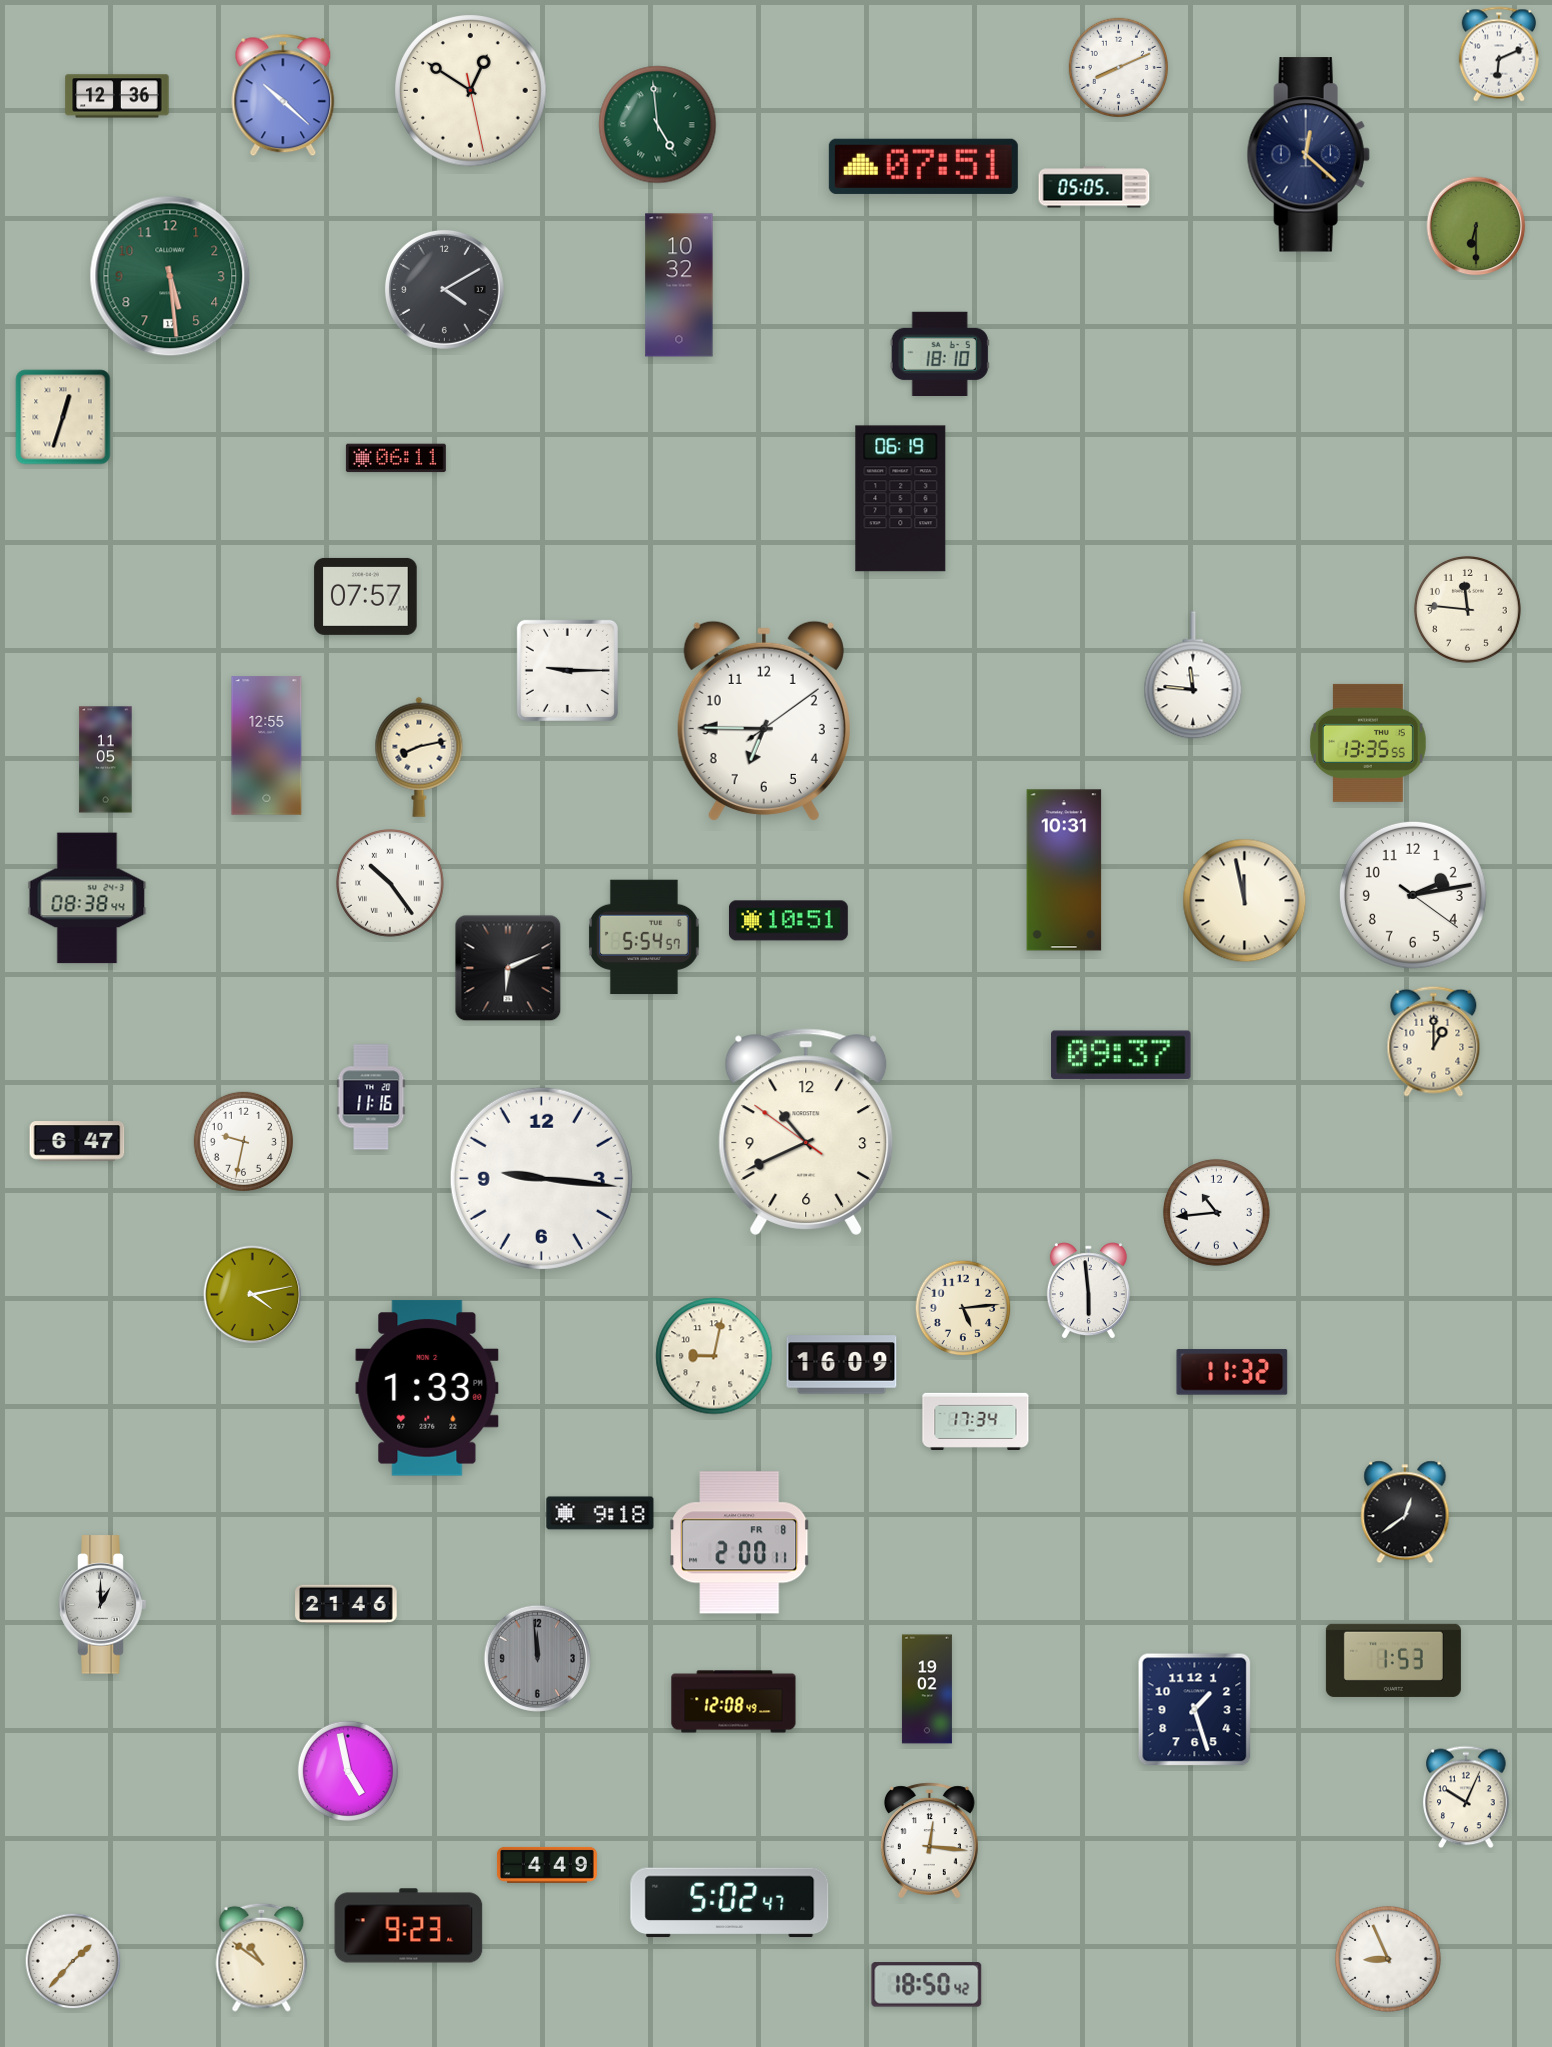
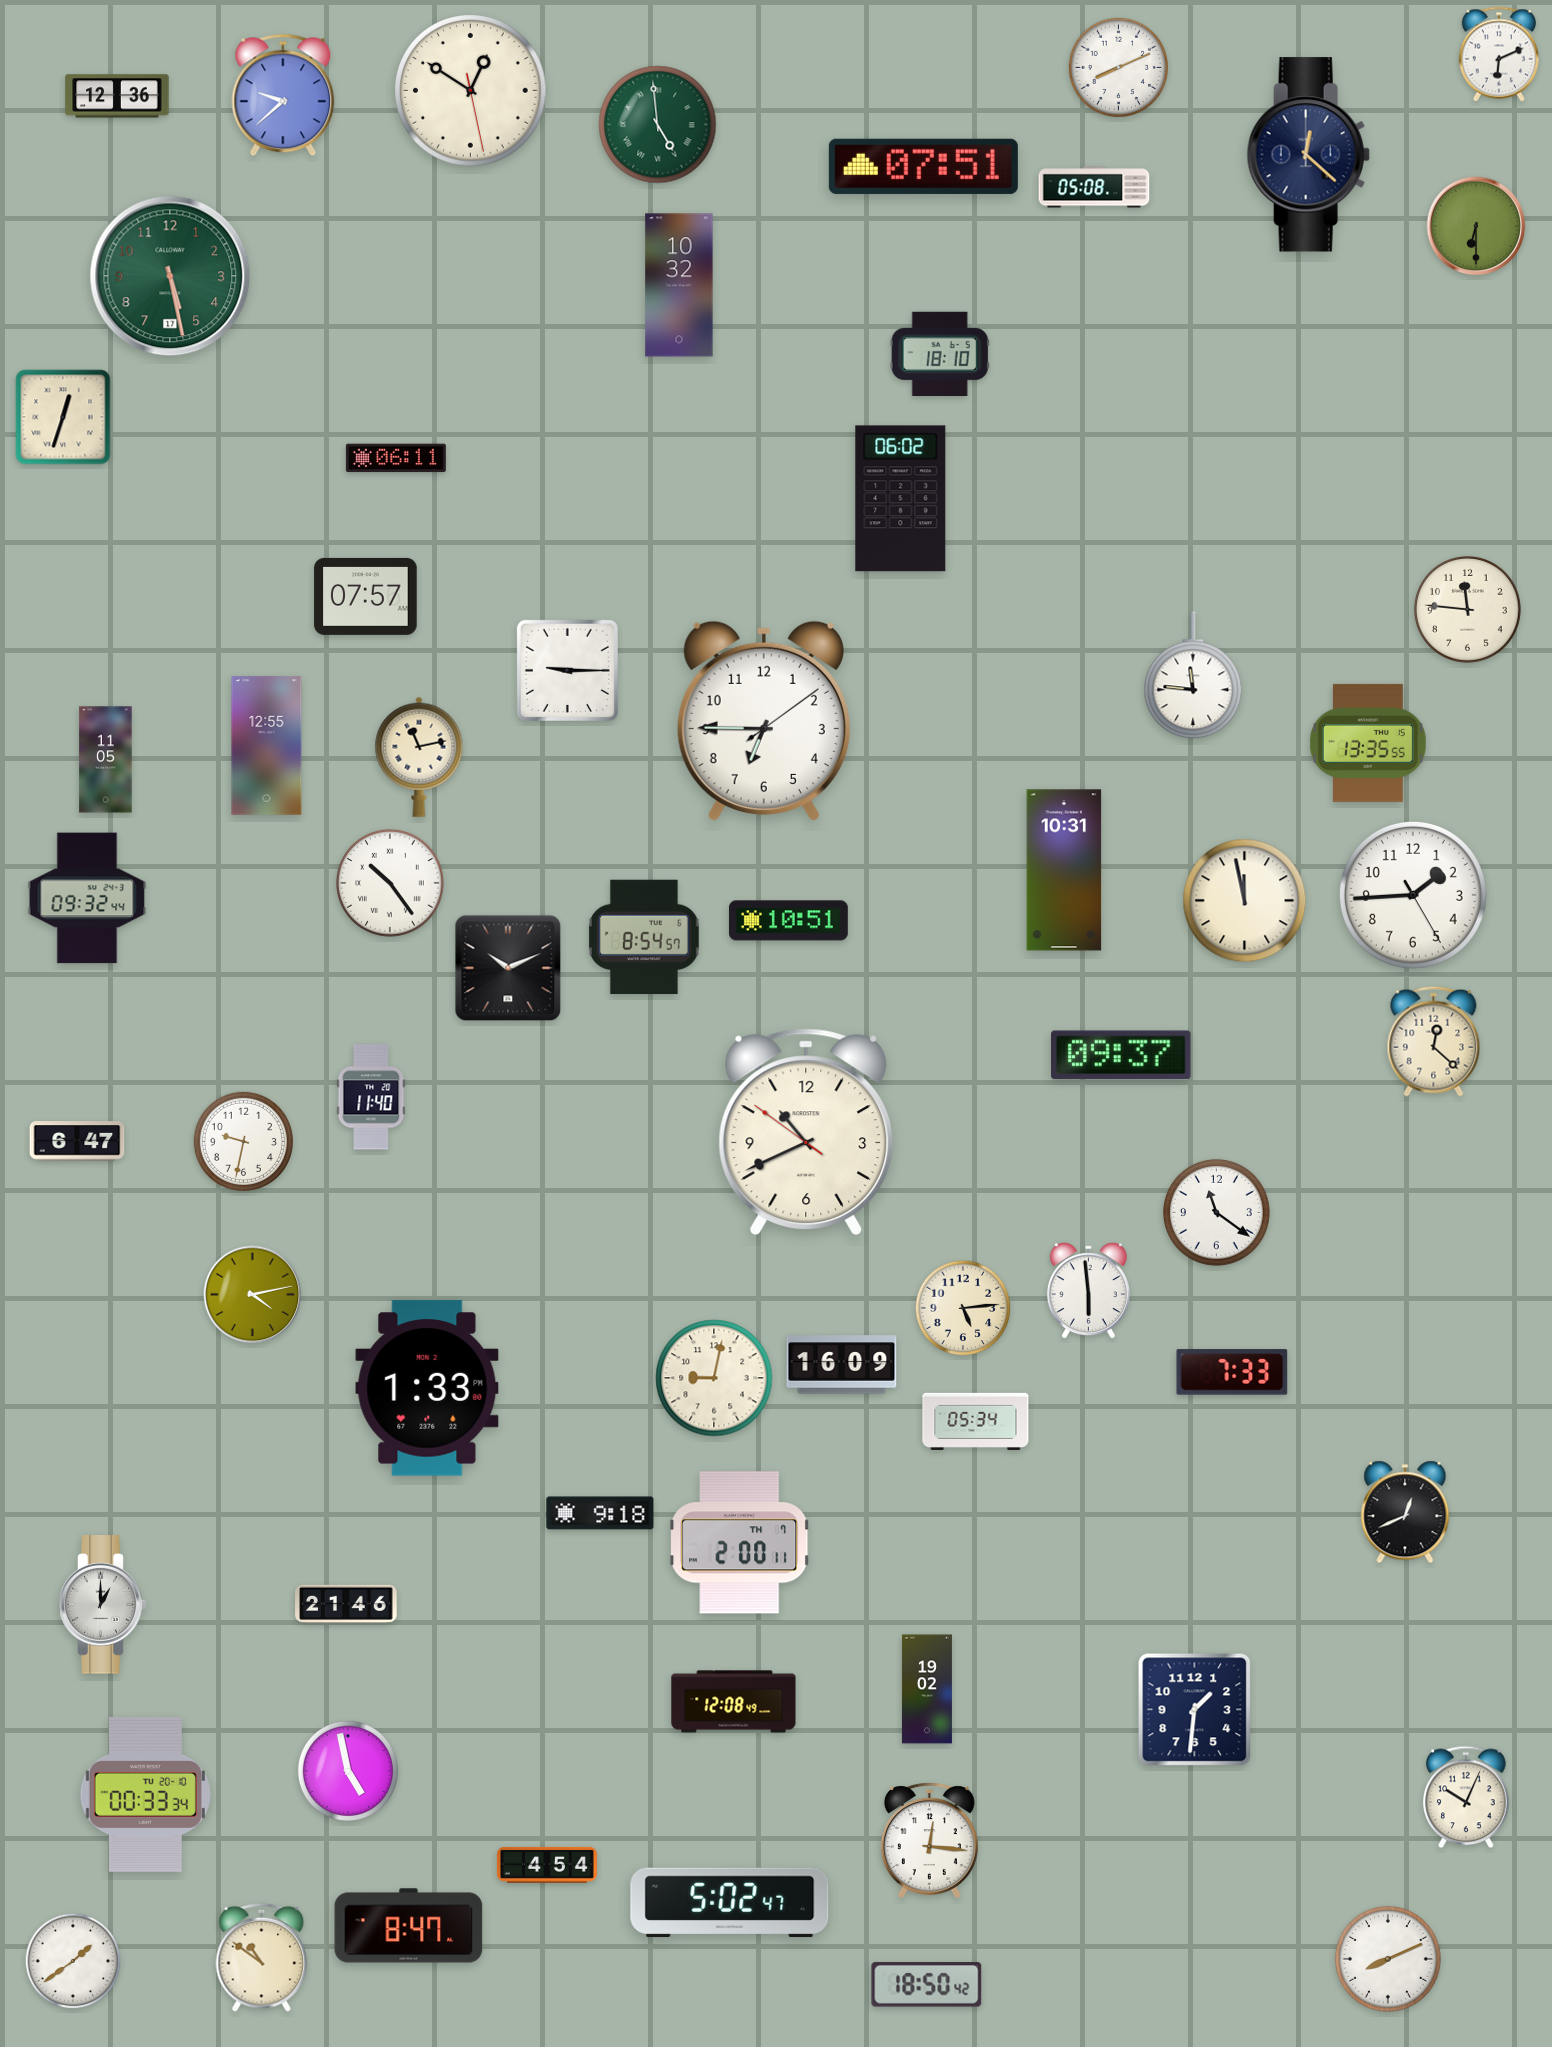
clock at (283, 95): 10:22 -> 9:38
clock at (1094, 187): 05:05 -> 05:08
clock at (170, 276): 5:29 -> 5:28
clock at (444, 289): 4:10 -> none
clock at (901, 499): 06:19 -> 06:02
clock at (419, 757): 8:13 -> 11:13
clock at (1413, 895): 2:13 -> 1:44
clock at (87, 898): 08:38 -> 09:32
clock at (644, 937): 5:54 -> 8:54
clock at (508, 968): 6:11 -> 10:11
clock at (1434, 1041): 1:00 -> 12:22
clock at (371, 1097): 11:16 -> 11:40
clock at (541, 1178): 9:16 -> none
clock at (1216, 1212): 10:44 -> 11:21
clock at (714, 1356) position: (714, 1356) -> (714, 1378)
clock at (1232, 1372): 11:32 -> 7:33
clock at (976, 1421): 17:34 -> 05:34
clock at (1405, 1512): 12:39 -> 12:41
clock at (740, 1543) date: FR 8 -> TH 7
clock at (537, 1658): 11:59 -> none
clock at (1393, 1660): 1:53 -> none
clock at (1195, 1710): 1:27 -> 1:31
clock at (145, 1794): none -> 00:33
clock at (547, 1865): 4:49 -> 4:54
clock at (409, 1926): 9:23 -> 8:47
clock at (1388, 1959): 8:56 -> 8:11
clock at (73, 1961): 1:37 -> 1:39
